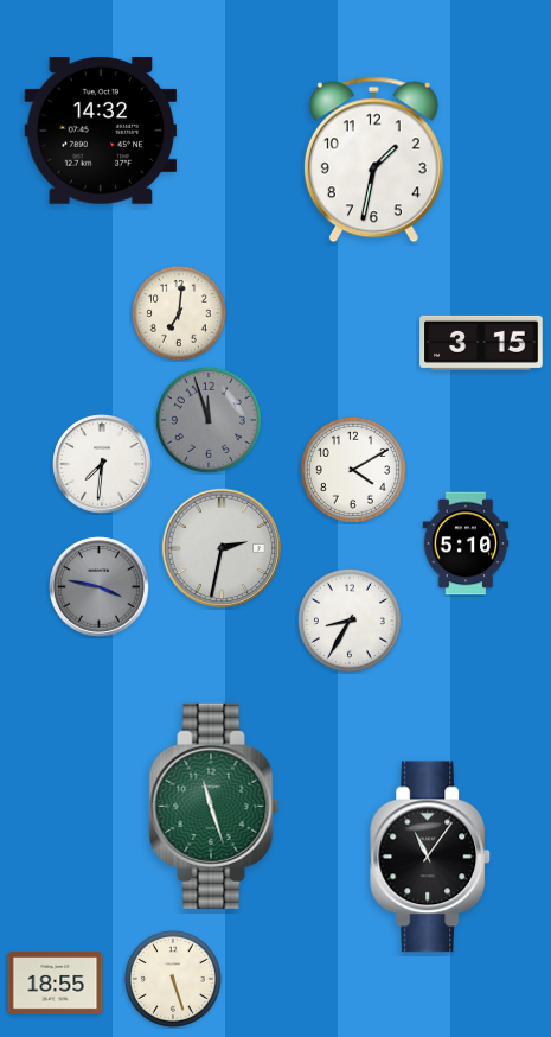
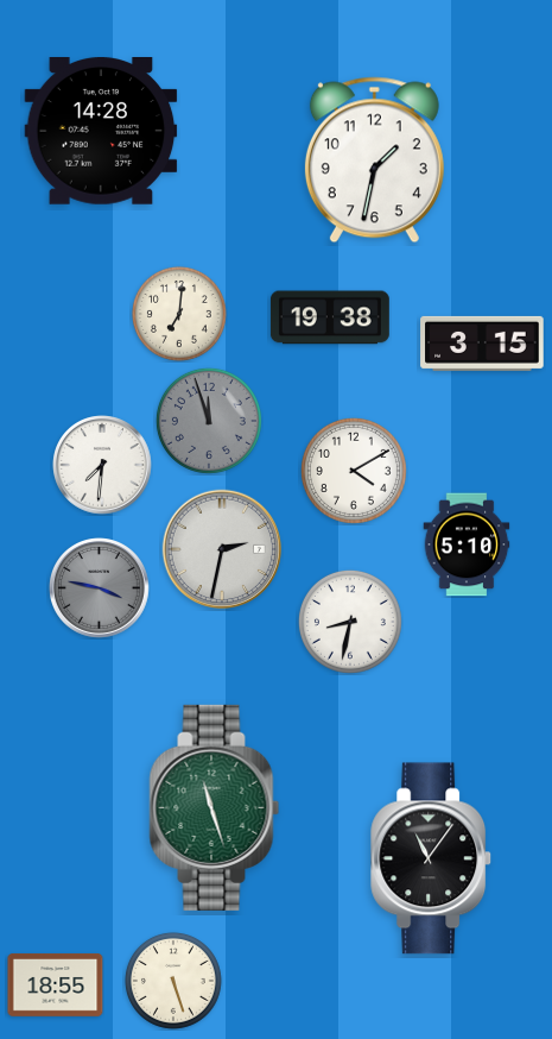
clock at (101, 132): 14:32 -> 14:28
clock at (330, 317): none -> 19:38
clock at (350, 621): 8:35 -> 8:32
